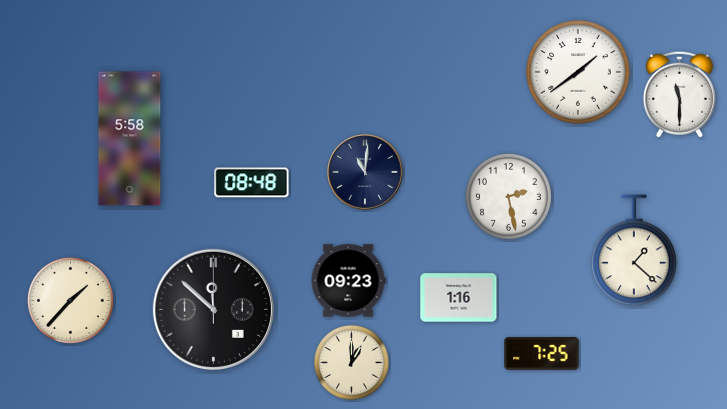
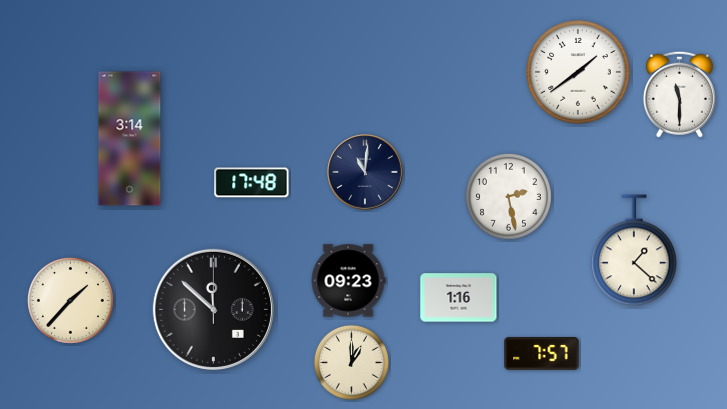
clock at (130, 139): 5:58 -> 3:14
clock at (252, 183): 08:48 -> 17:48
clock at (542, 353): 7:25 -> 7:57
